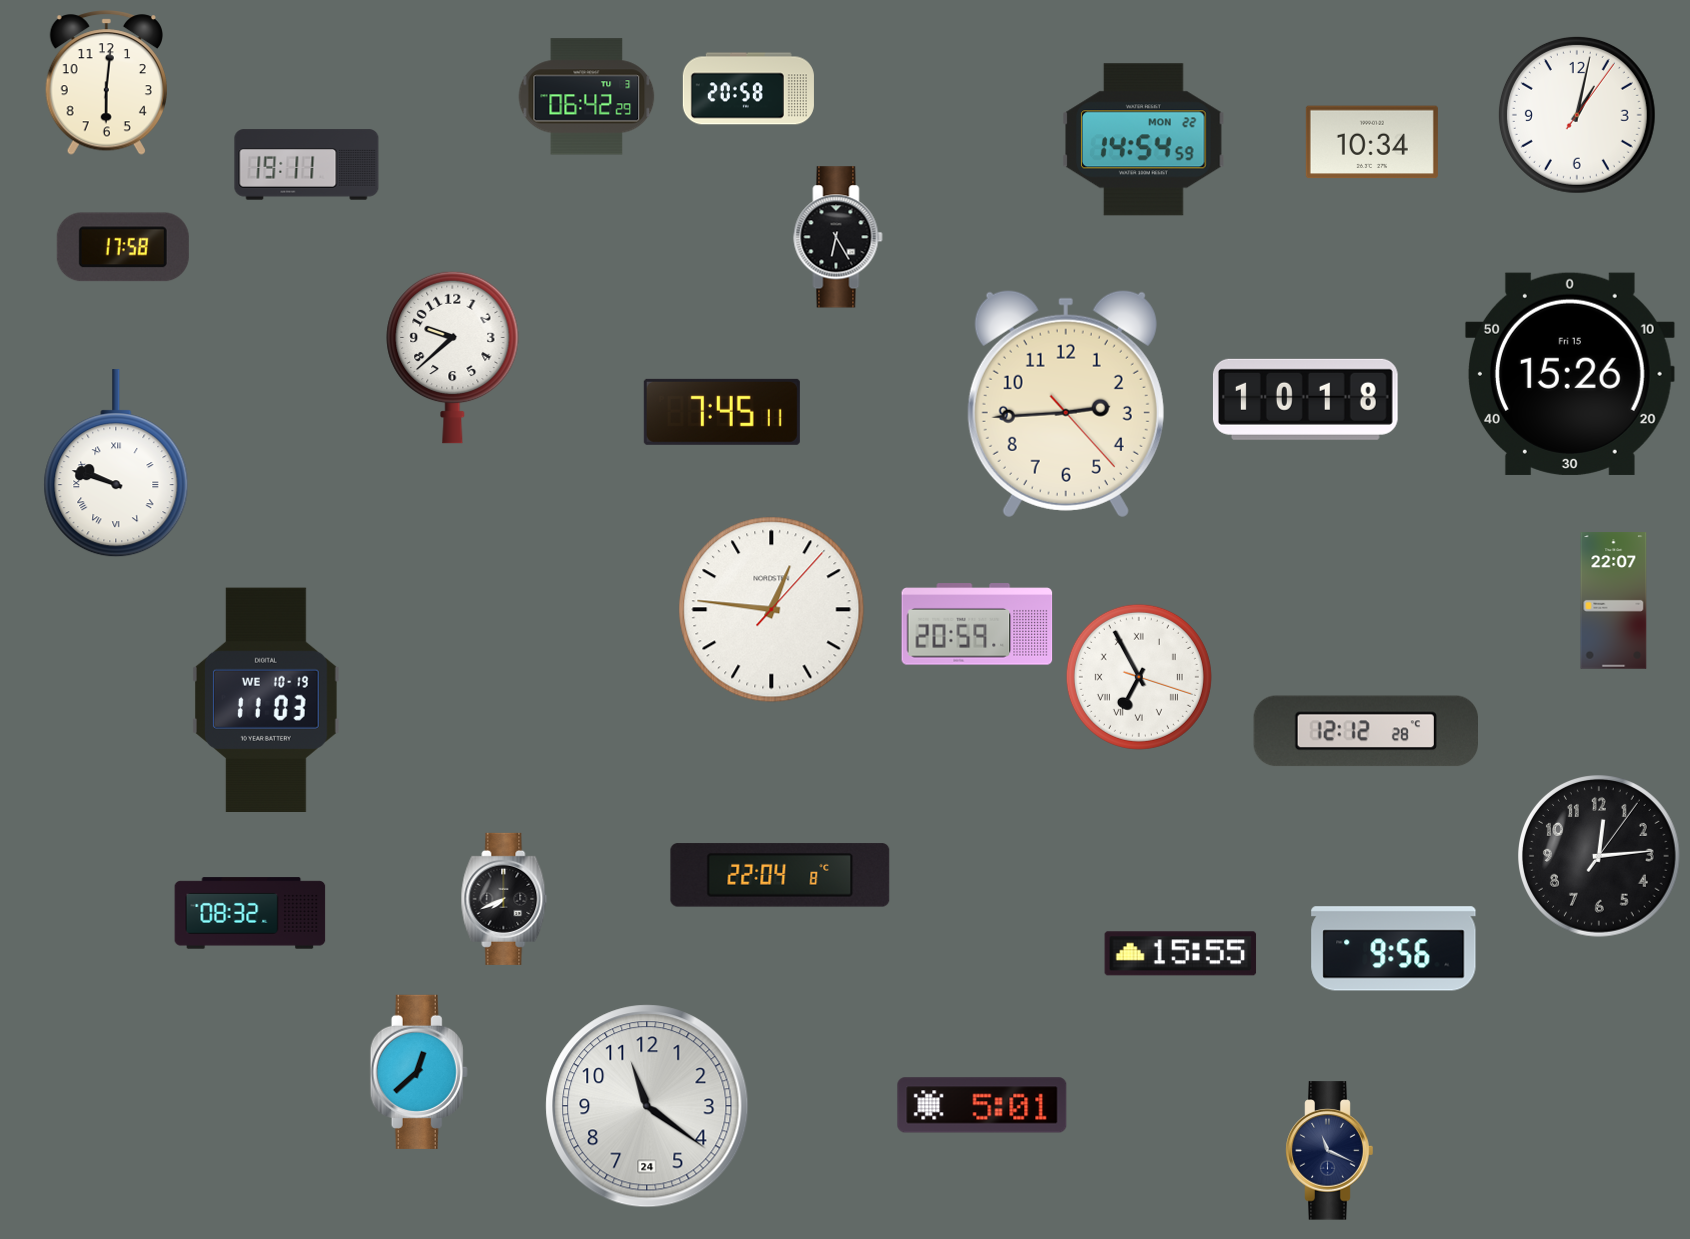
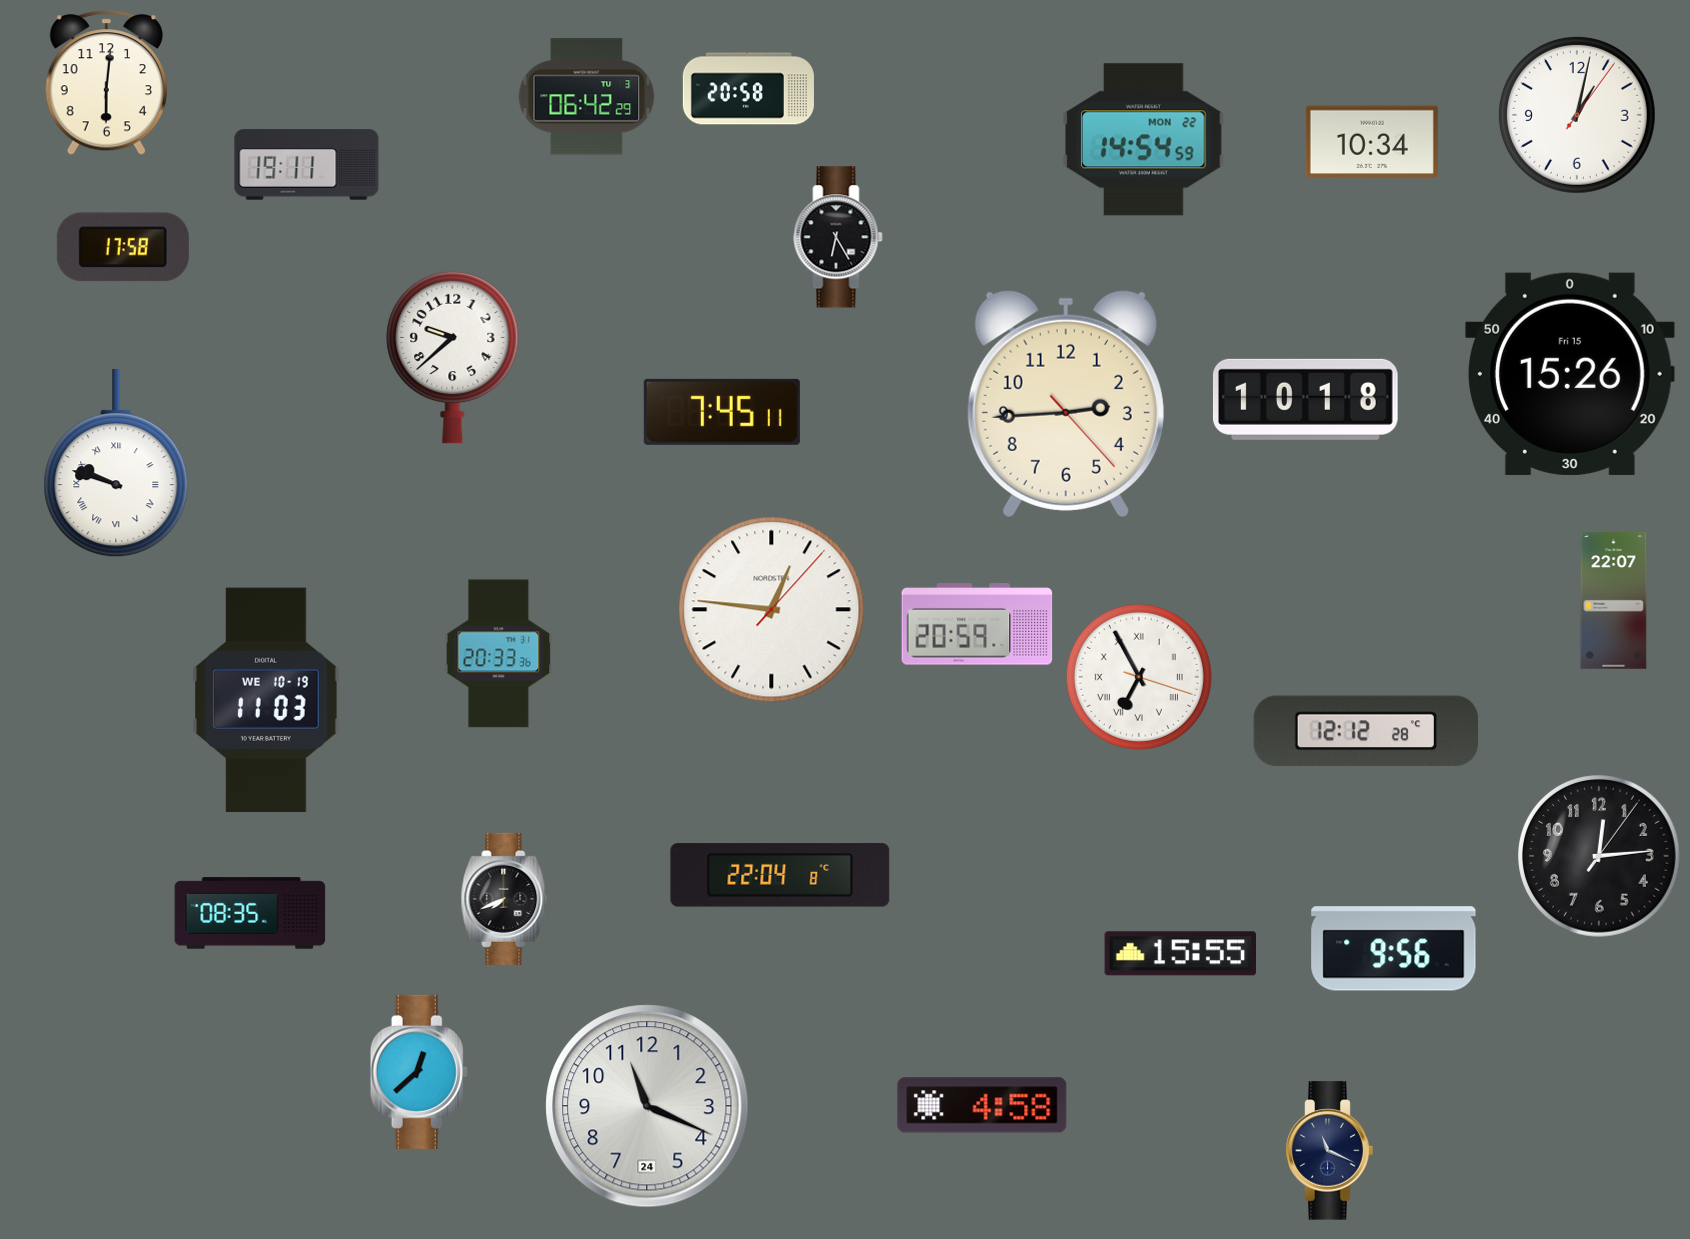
clock at (499, 654): none -> 20:33
clock at (250, 913): 08:32 -> 08:35
clock at (982, 1105): 5:01 -> 4:58
clock at (647, 1106): 11:21 -> 11:19
